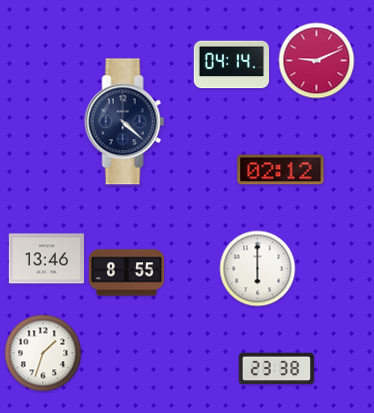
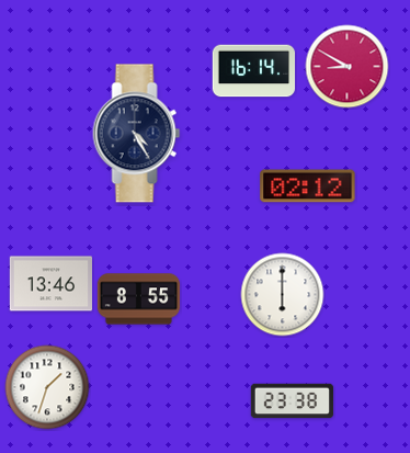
clock at (317, 61): 9:11 -> 8:50
clock at (232, 65): 04:14 -> 16:14
clock at (125, 122): 4:22 -> 4:25
clock at (277, 369) position: (277, 369) -> (293, 401)
